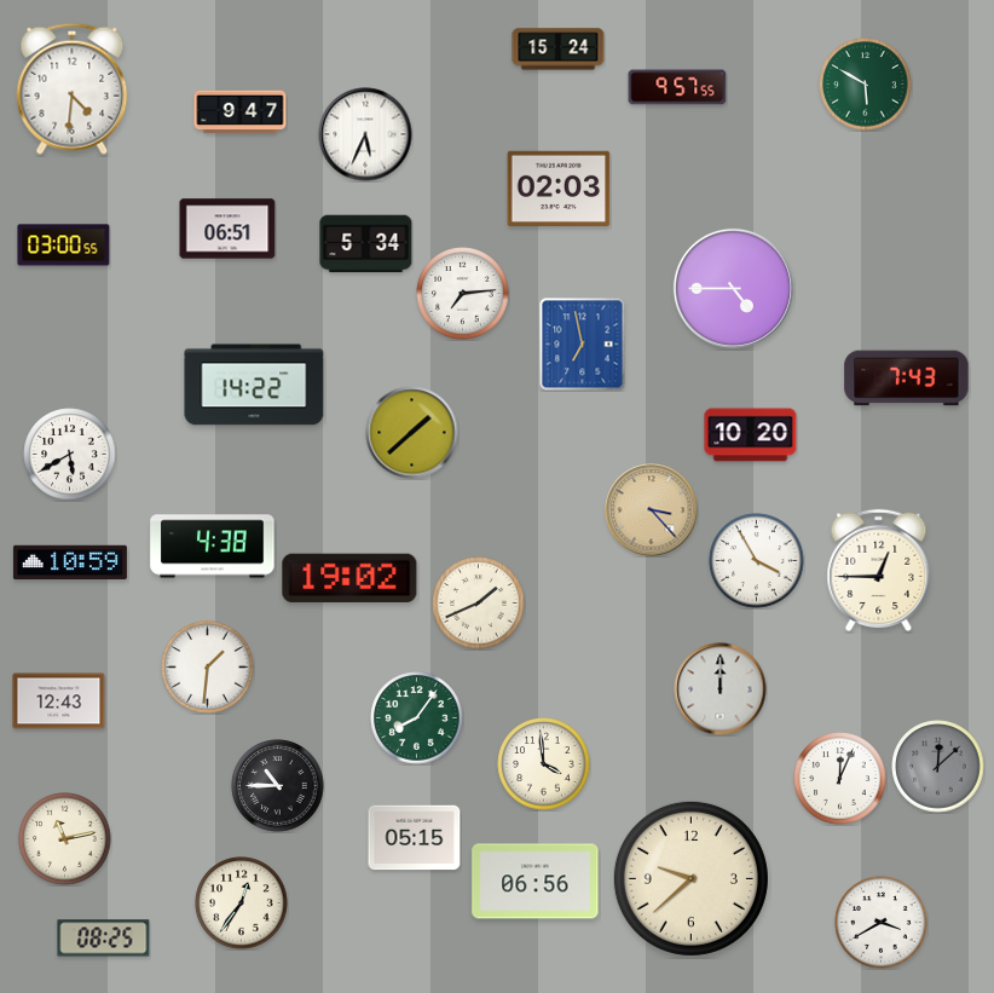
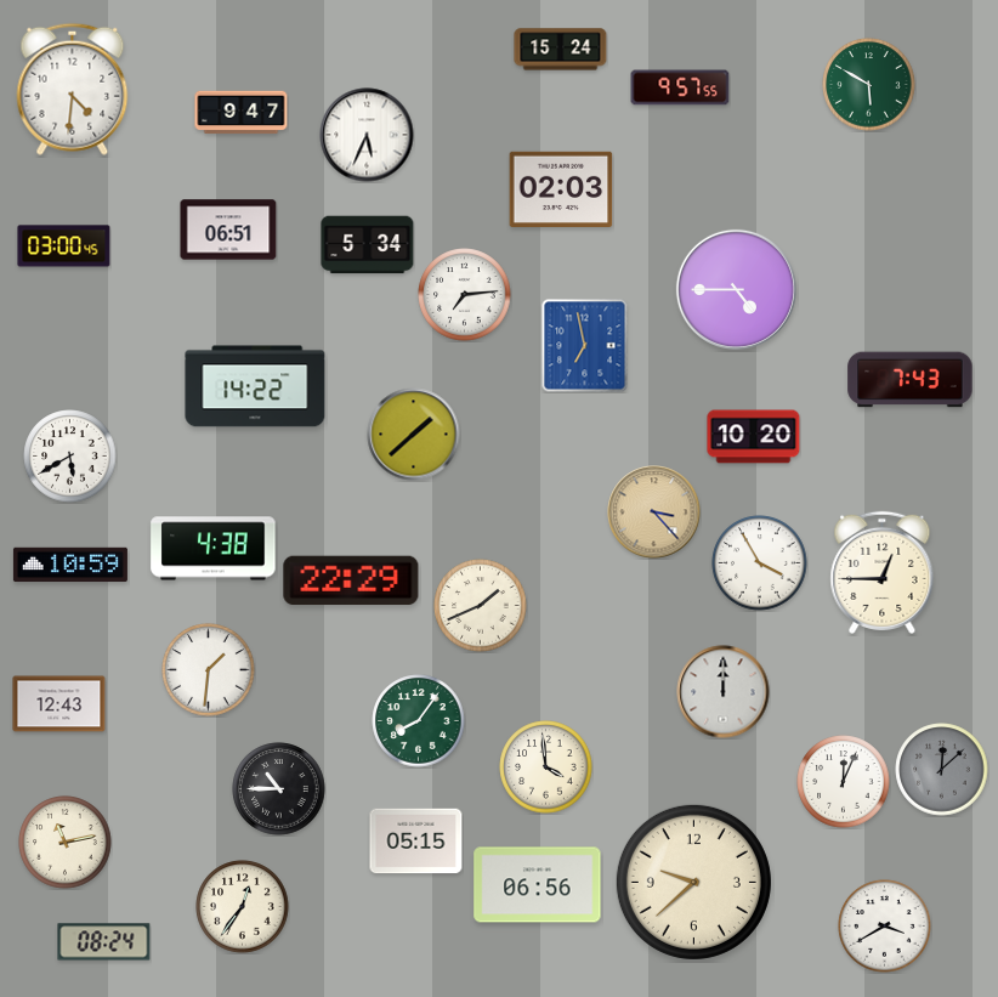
clock at (64, 246): 03:00:55 -> 03:00:45
clock at (349, 578): 19:02 -> 22:29
clock at (104, 939): 08:25 -> 08:24
